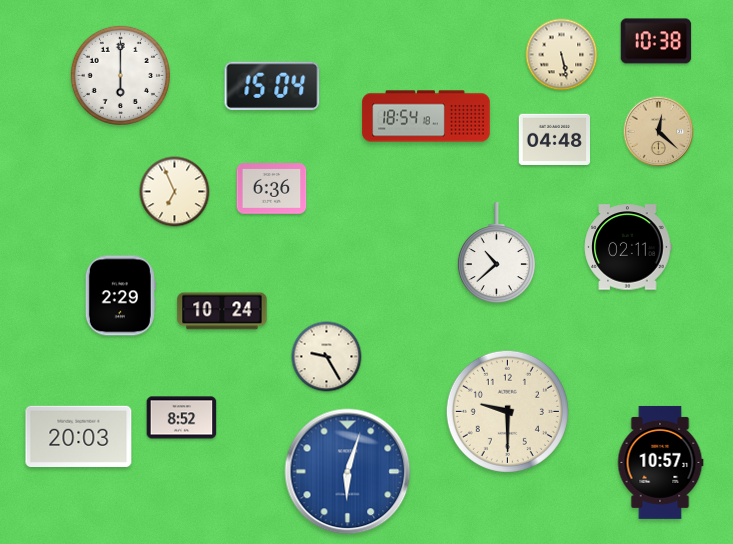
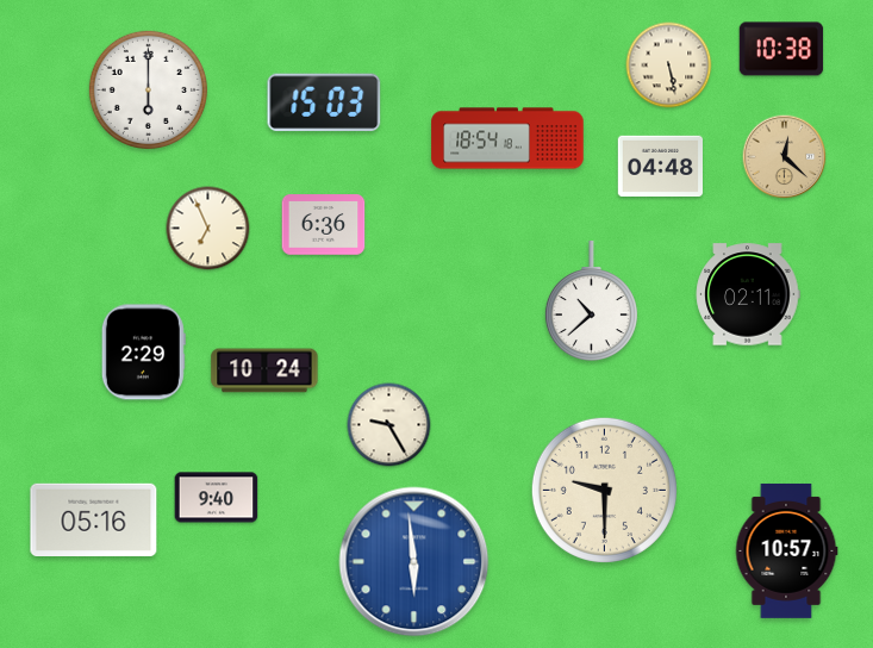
clock at (120, 75) position: (120, 75) -> (148, 89)
clock at (272, 85): 15:04 -> 15:03
clock at (182, 418): 8:52 -> 9:40
clock at (79, 436): 20:03 -> 05:16
clock at (348, 472): 6:03 -> 5:59
